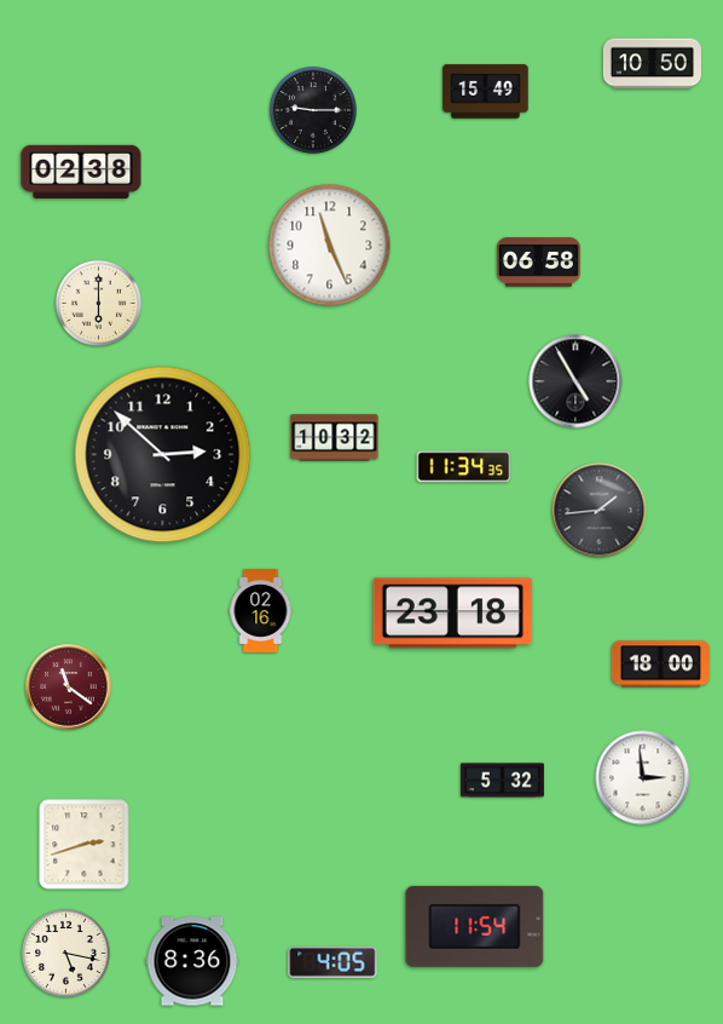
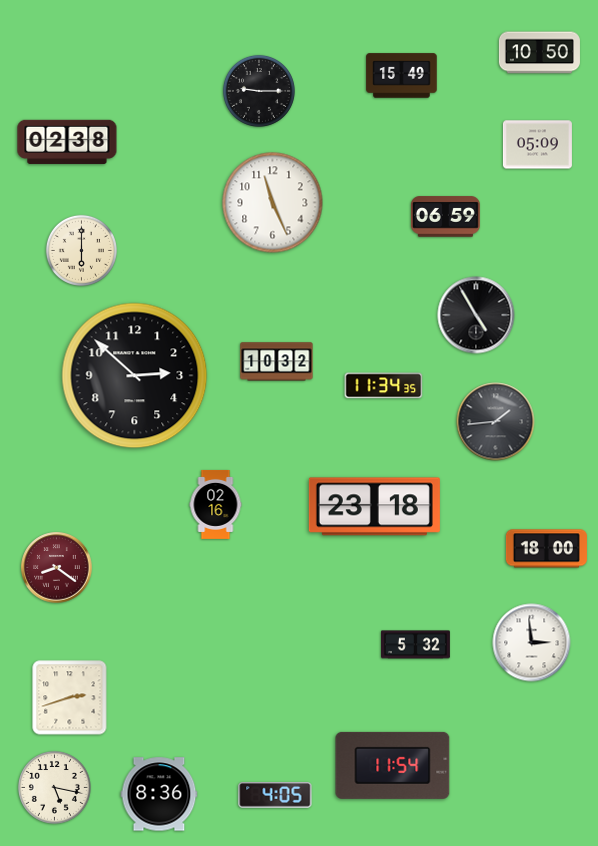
clock at (537, 145): none -> 05:09
clock at (538, 263): 06:58 -> 06:59
clock at (69, 688): 11:21 -> 8:21
